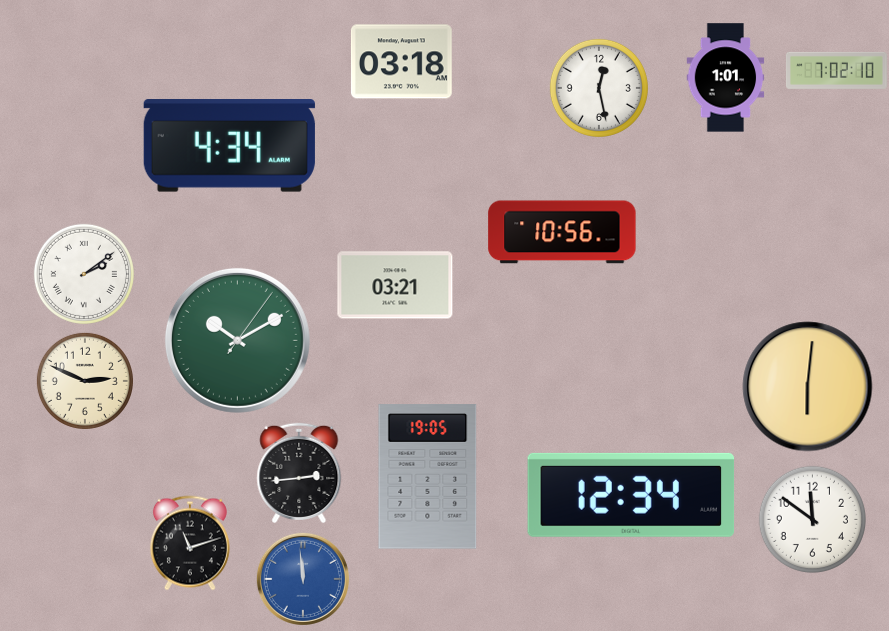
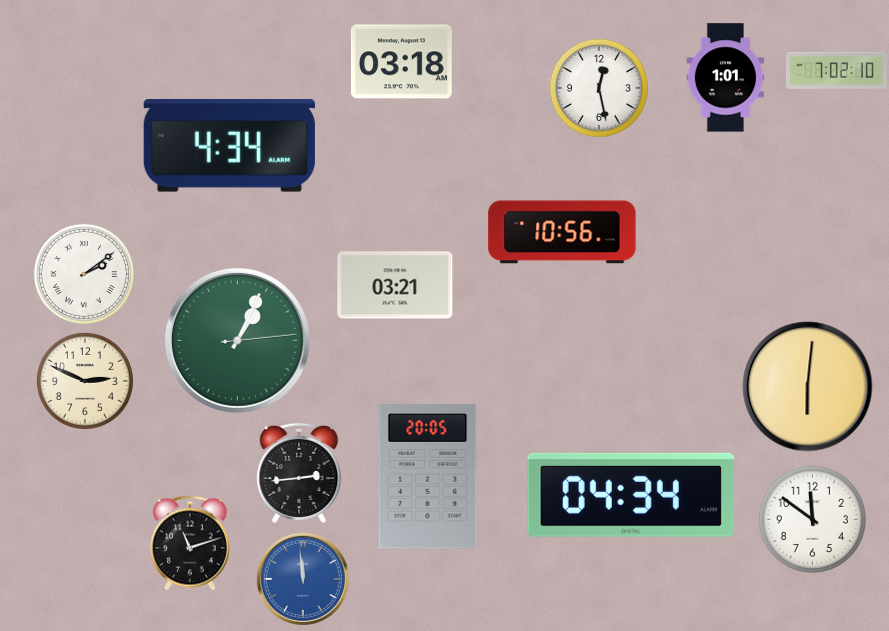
clock at (237, 340): 10:10 -> 1:04
clock at (428, 477): 19:05 -> 20:05
clock at (631, 495): 12:34 -> 04:34
